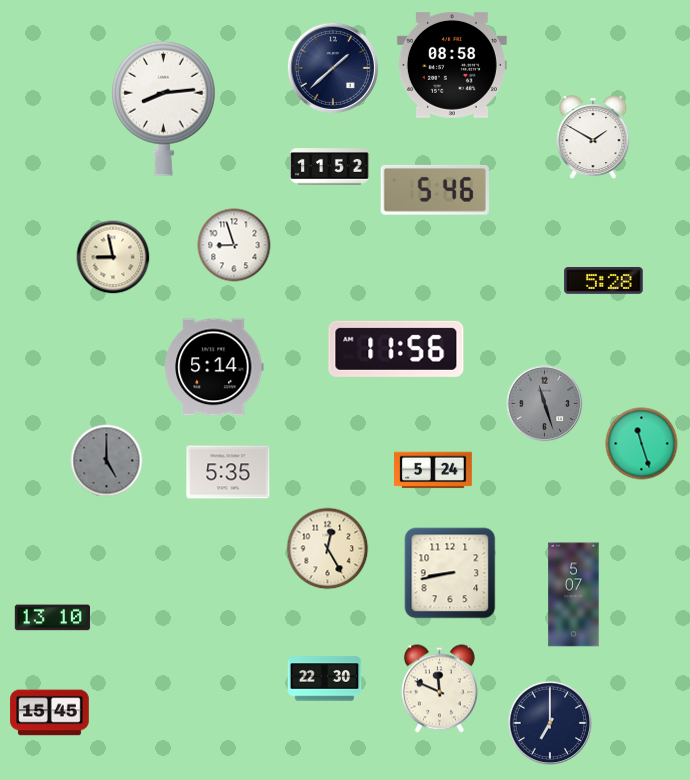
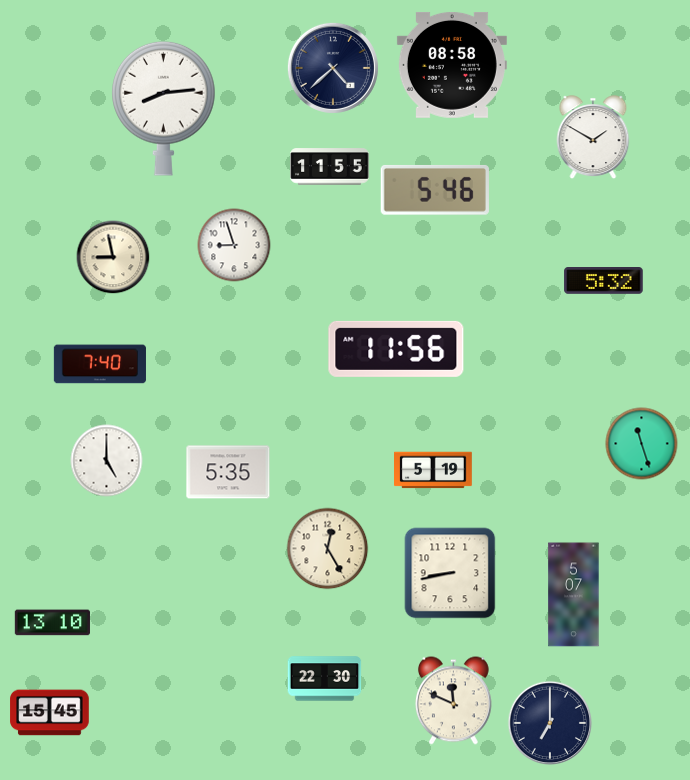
clock at (333, 68): 1:38 -> 4:38
clock at (330, 167): 11:52 -> 11:55
clock at (604, 281): 5:28 -> 5:32
clock at (100, 364): none -> 7:40
clock at (214, 367): 5:14 -> none
clock at (545, 404): 11:27 -> none
clock at (107, 461) dial: grey -> white
clock at (434, 470): 5:24 -> 5:19
clock at (52, 618) position: (52, 618) -> (52, 623)
clock at (439, 689) position: (439, 689) -> (453, 701)
